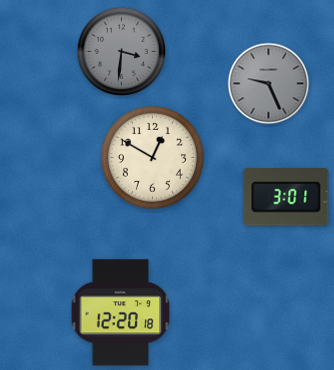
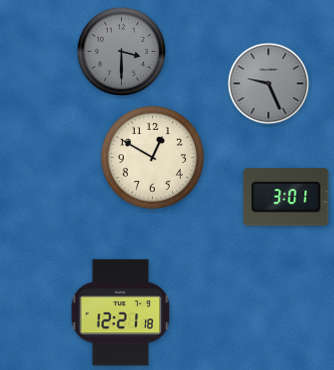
clock at (122, 52): 3:31 -> 3:30
clock at (121, 313): 12:20 -> 12:21
